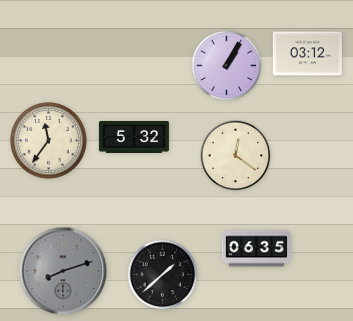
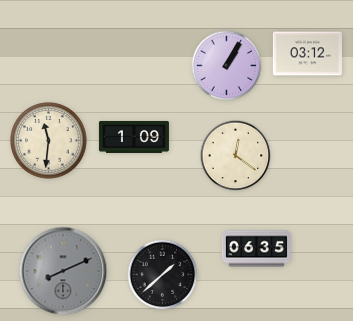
clock at (134, 137): 5:32 -> 1:09
clock at (49, 141): 11:36 -> 11:31
clock at (63, 271): 8:12 -> 8:11
